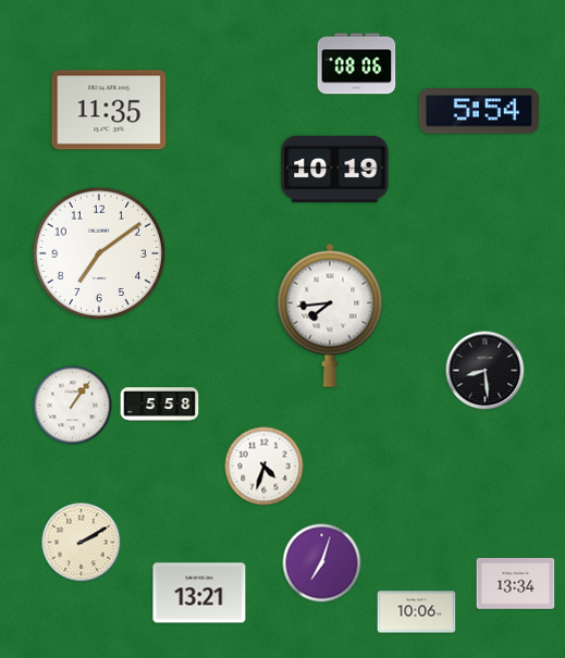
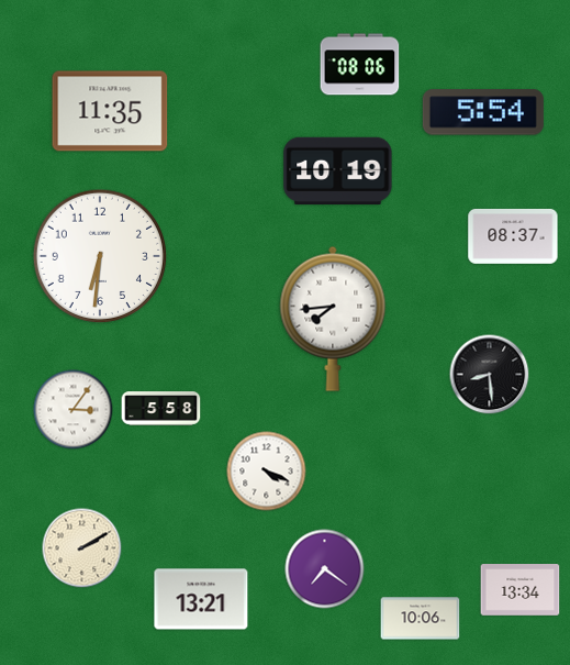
clock at (513, 236): none -> 08:37
clock at (98, 252): 7:09 -> 6:31
clock at (73, 406): 1:06 -> 3:06
clock at (265, 467): 4:33 -> 4:19
clock at (322, 563): 7:03 -> 7:21
